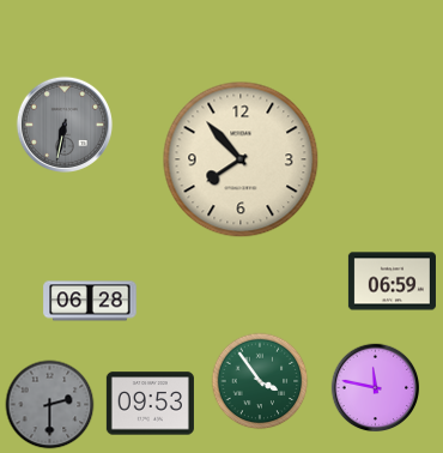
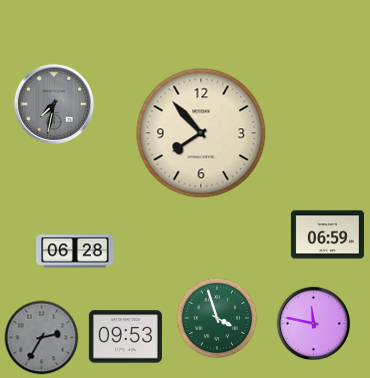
clock at (63, 123): 6:32 -> 7:32
clock at (260, 381): 3:54 -> 3:57
clock at (50, 405): 2:30 -> 2:35
